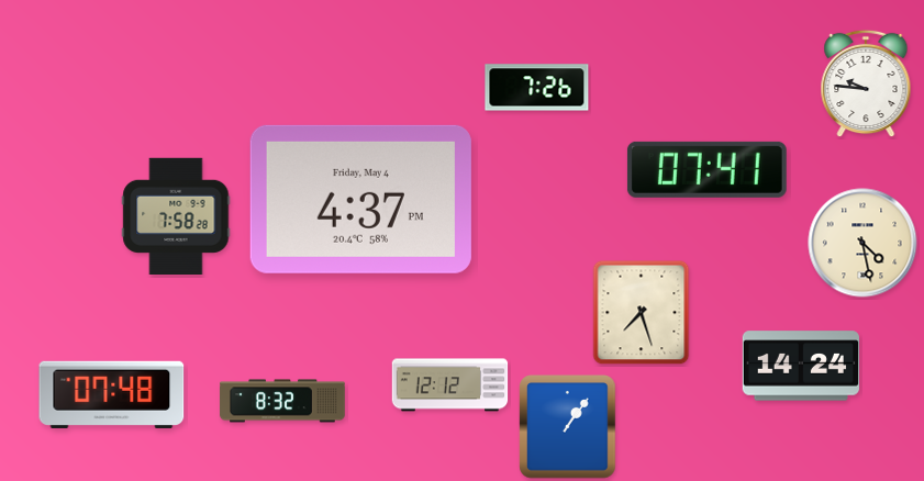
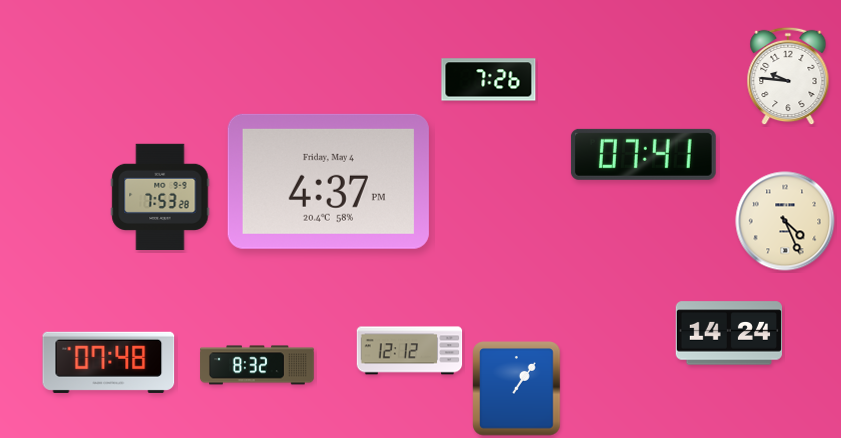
clock at (176, 215): 7:58 -> 7:53
clock at (862, 243): 4:28 -> 4:26
clock at (642, 313): 7:27 -> none
clock at (112, 394) position: (112, 394) -> (109, 362)
